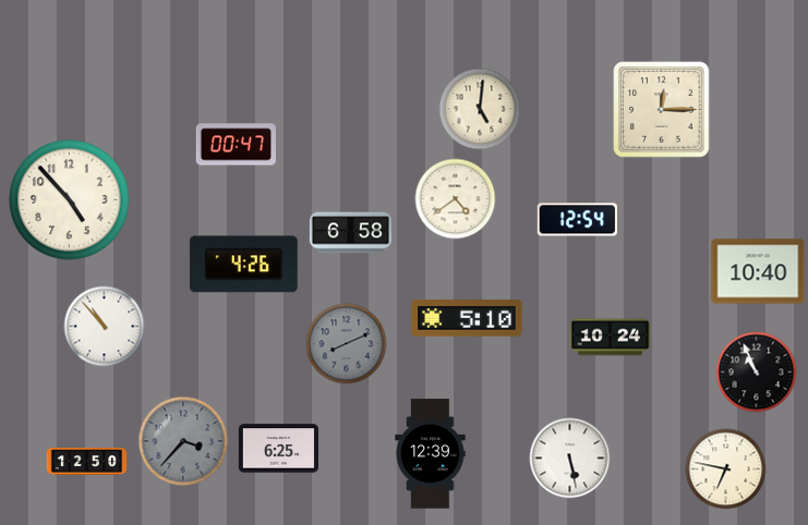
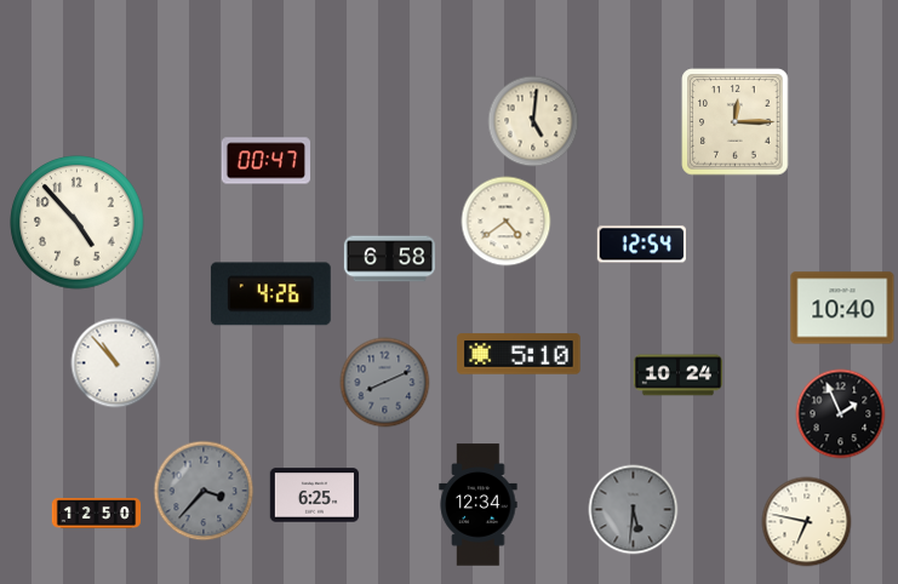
clock at (237, 145) position: (237, 145) -> (267, 161)
clock at (758, 271) position: (758, 271) -> (842, 308)
clock at (757, 373): 10:56 -> 1:56
clock at (279, 449) position: (279, 449) -> (315, 496)
clock at (431, 454): 12:39 -> 12:34
clock at (570, 459): 5:28 -> 5:31
clock at (570, 459) dial: white -> grey
